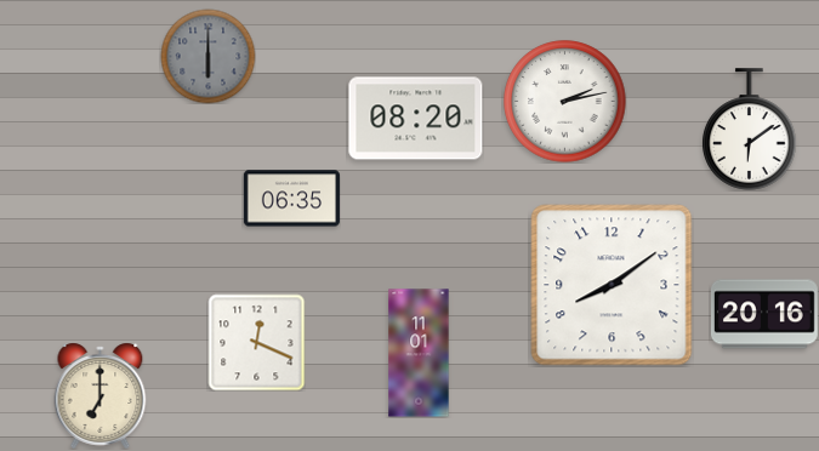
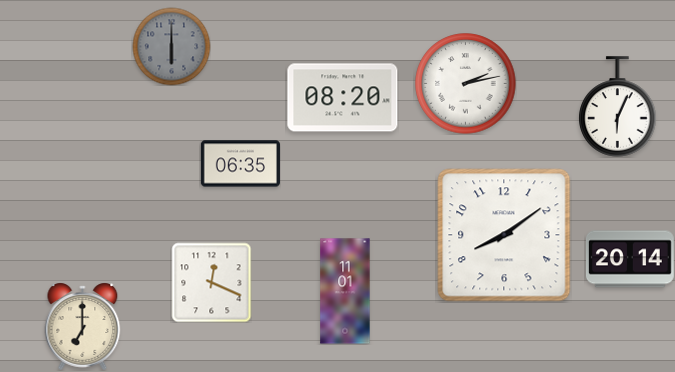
clock at (750, 130): 6:09 -> 6:04
clock at (764, 314): 20:16 -> 20:14
